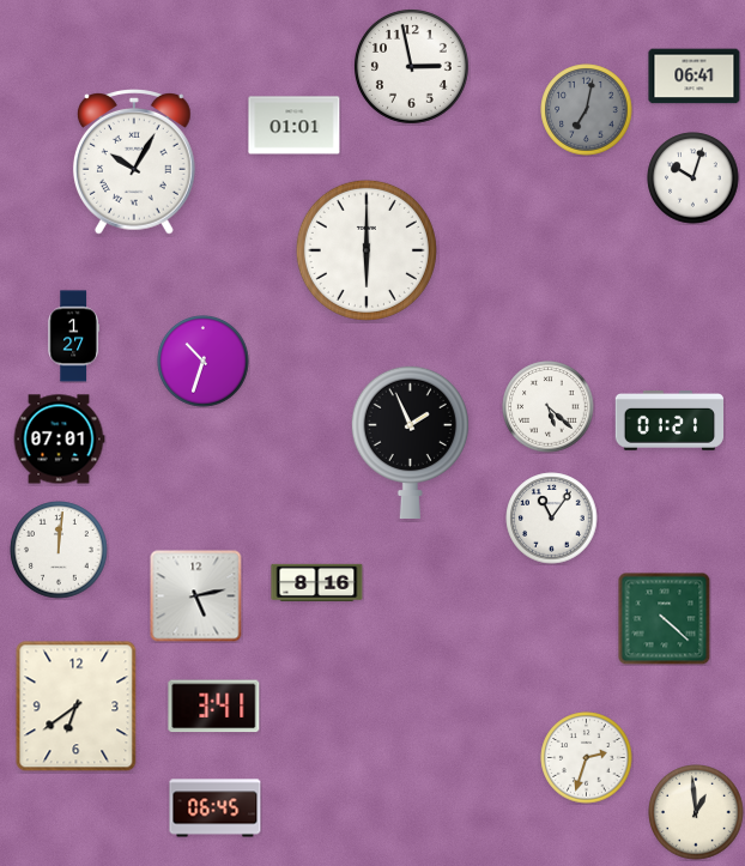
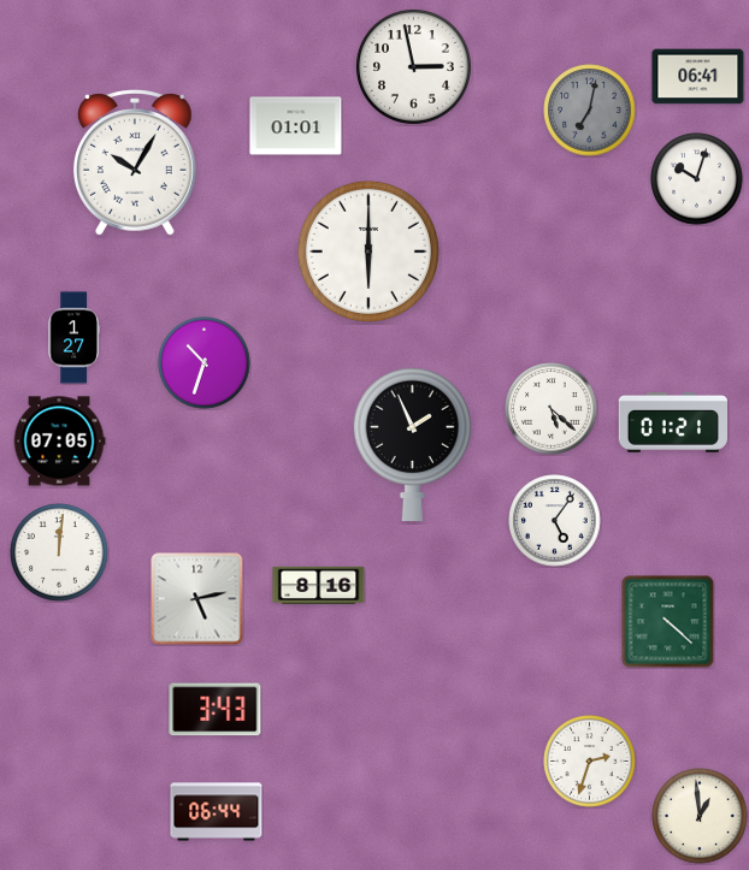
clock at (59, 440): 07:01 -> 07:05
clock at (552, 519): 11:06 -> 5:06
clock at (77, 707): 6:39 -> none
clock at (214, 707): 3:41 -> 3:43
clock at (216, 809): 06:45 -> 06:44
